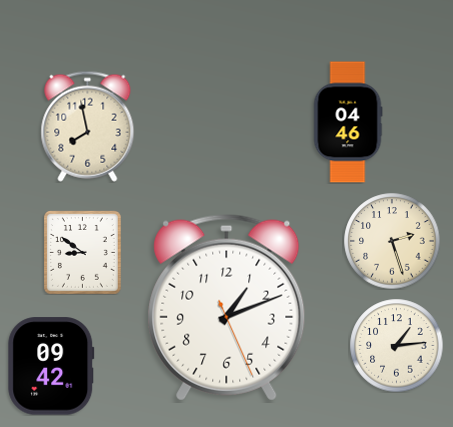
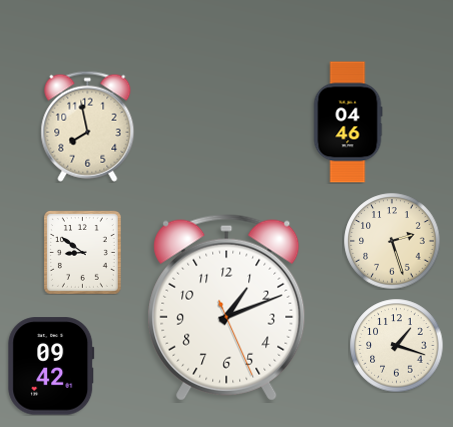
clock at (396, 345): 1:14 -> 1:18
